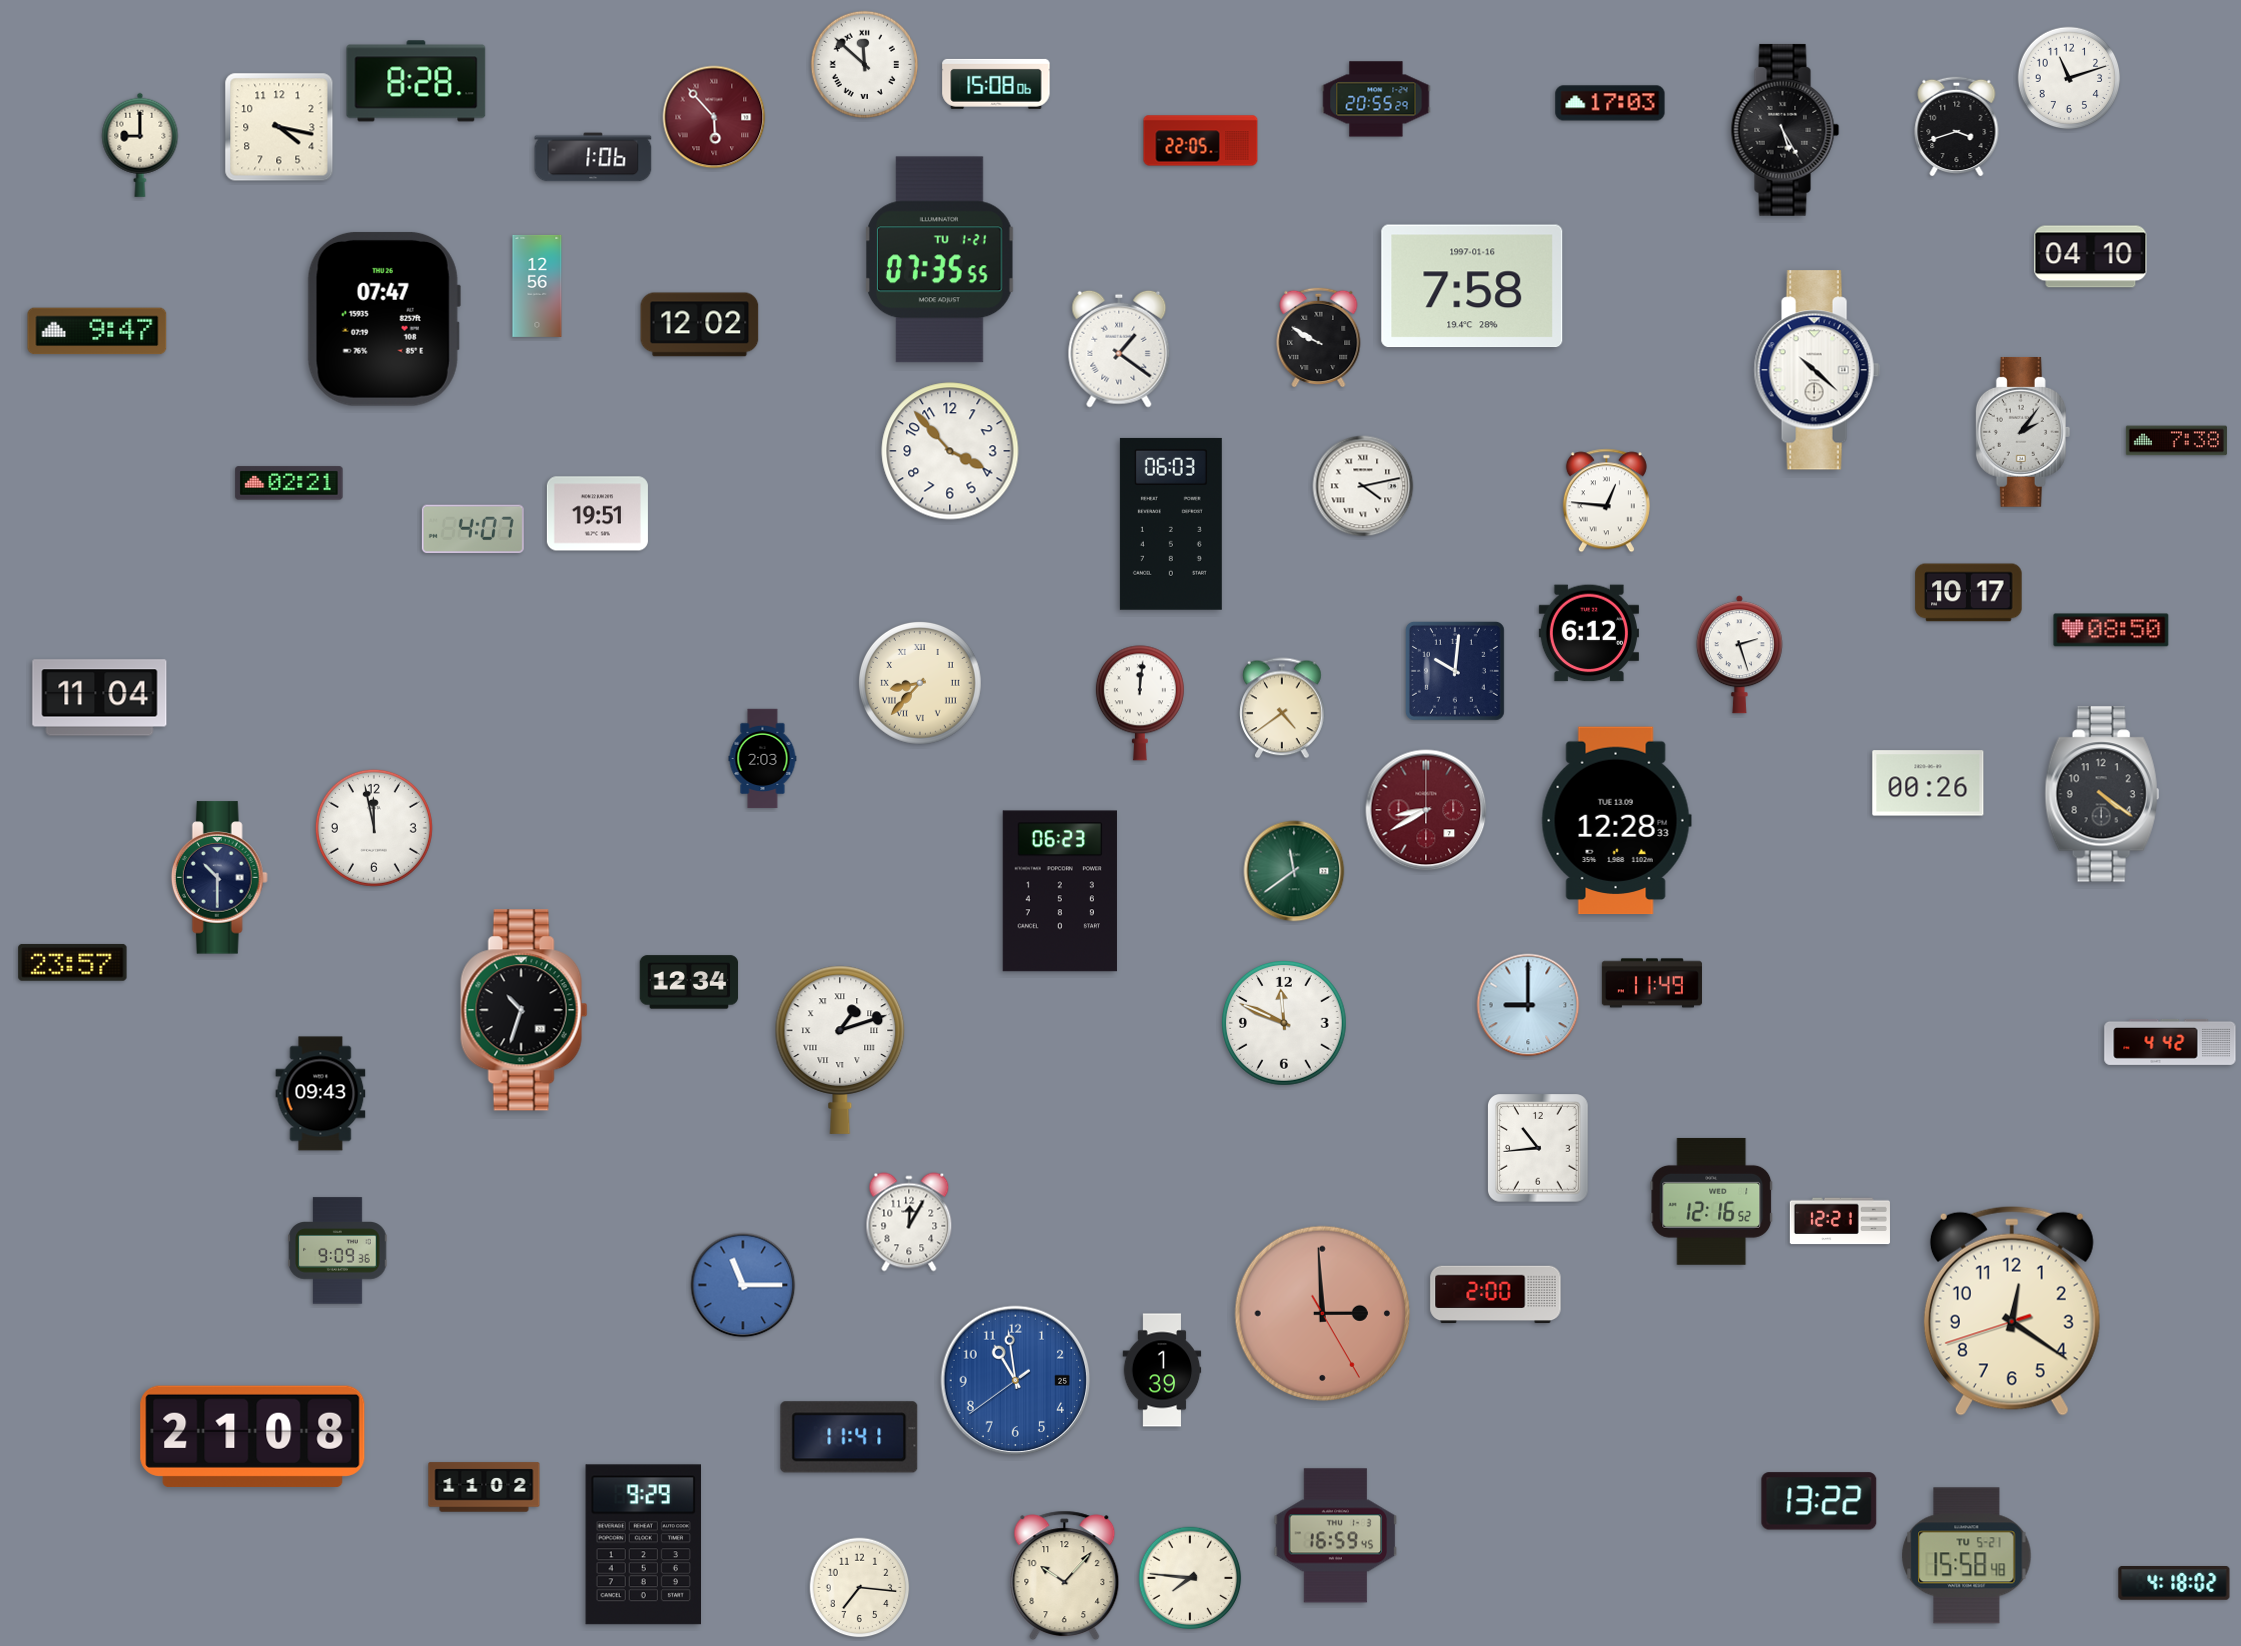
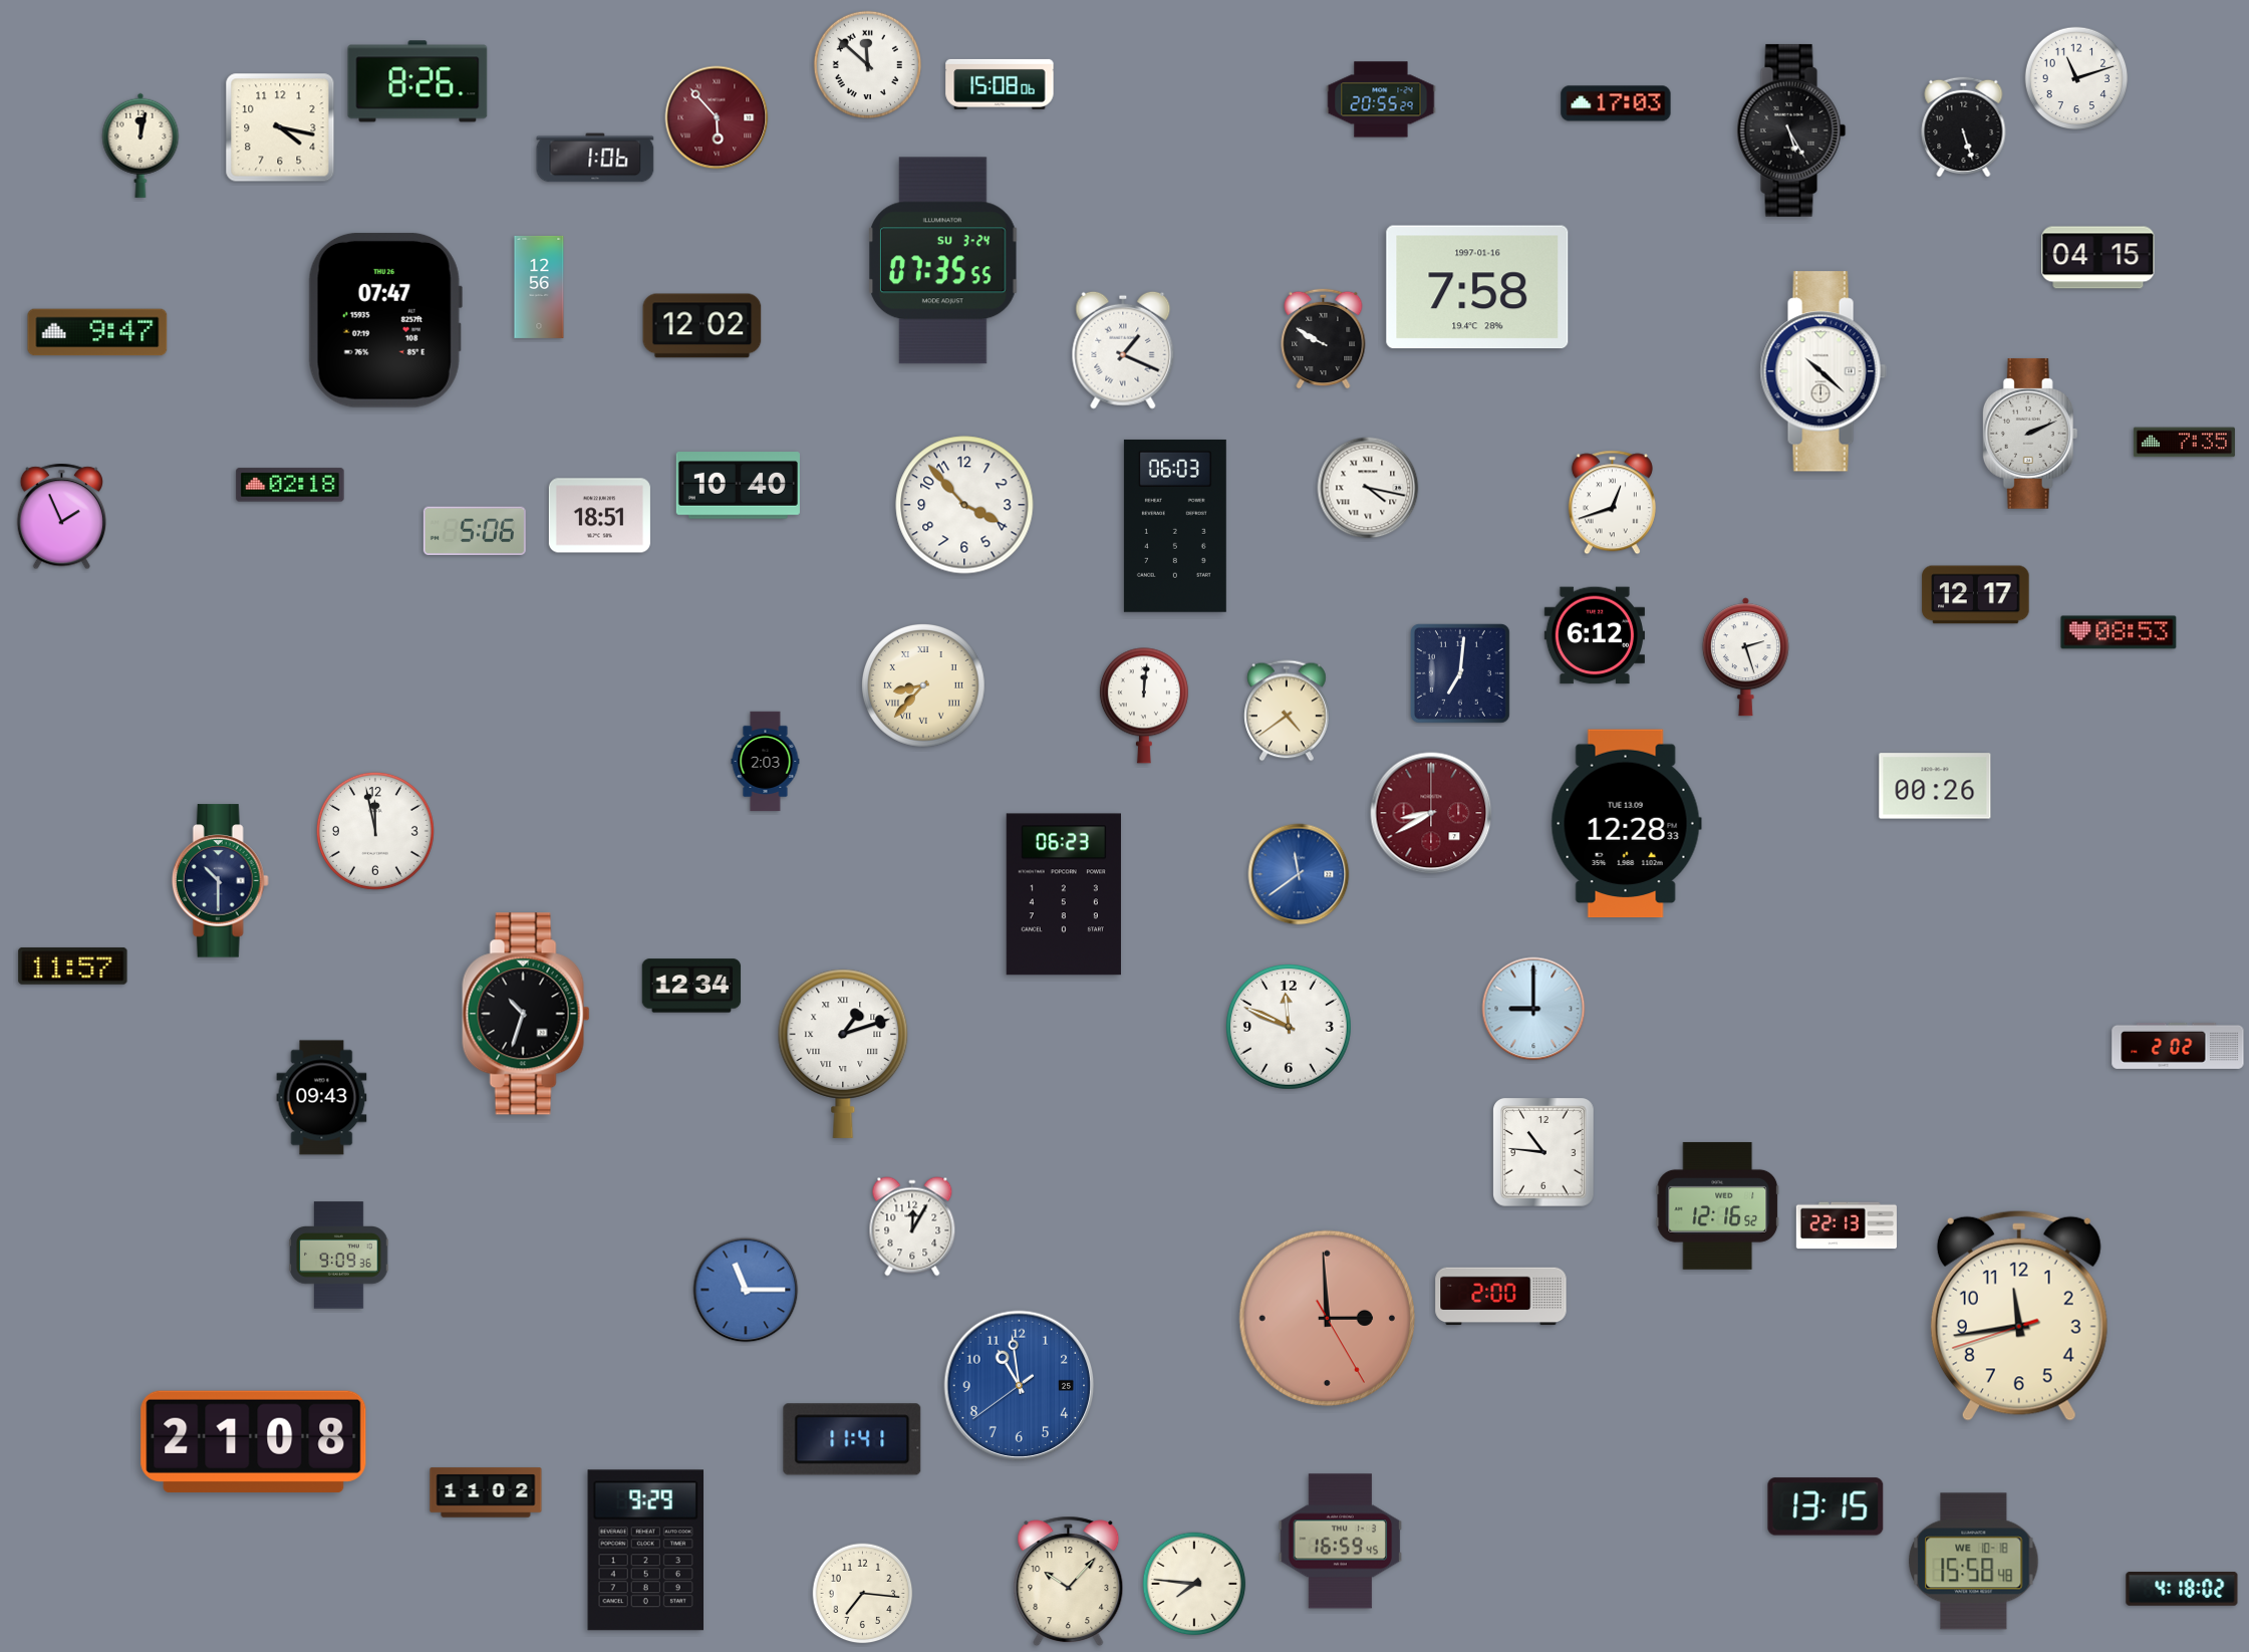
clock at (416, 81): 8:28 -> 8:26
clock at (1957, 126): 3:42 -> 5:27
clock at (1201, 141): 22:05 -> none
clock at (140, 145): 9:00 -> 12:02
clock at (2091, 257): 04:10 -> 04:15
clock at (940, 260) date: TU 1-21 -> SU 3-24
clock at (1119, 349): 1:21 -> 1:19
clock at (2023, 432): 2:06 -> 2:11
clock at (2176, 441): 7:38 -> 7:35
clock at (950, 451) position: (950, 451) -> (964, 505)
clock at (289, 483): 02:21 -> 02:18
clock at (738, 486): none -> 10:40
clock at (1363, 486): 4:13 -> 4:17
clock at (1606, 501): 12:46 -> 12:42
clock at (597, 514): 19:51 -> 18:51
clock at (61, 517): none -> 1:56
clock at (473, 529): 4:07 -> 5:06
clock at (1969, 593): 10:17 -> 12:17
clock at (2111, 630): 08:50 -> 08:53
clock at (1455, 671): 10:01 -> 7:01
clock at (100, 698): 11:04 -> none
clock at (2102, 794): 4:21 -> none
clock at (1616, 821) position: (1616, 821) -> (1626, 824)
clock at (1294, 871) dial: green -> blue
clock at (73, 962): 23:57 -> 11:57
clock at (1652, 983): 11:49 -> none
clock at (2170, 1042): 4:42 -> 2:02
clock at (1539, 1149): 10:44 -> 10:46
clock at (1840, 1221): 12:21 -> 22:13
clock at (1496, 1295) position: (1496, 1295) -> (1501, 1297)
clock at (2012, 1311): 12:20 -> 11:43
clock at (1162, 1370): 1:39 -> none
clock at (849, 1437) position: (849, 1437) -> (852, 1439)
clock at (1819, 1501): 13:22 -> 13:15
clock at (1967, 1556) date: TU 5-21 -> WE 10-18
